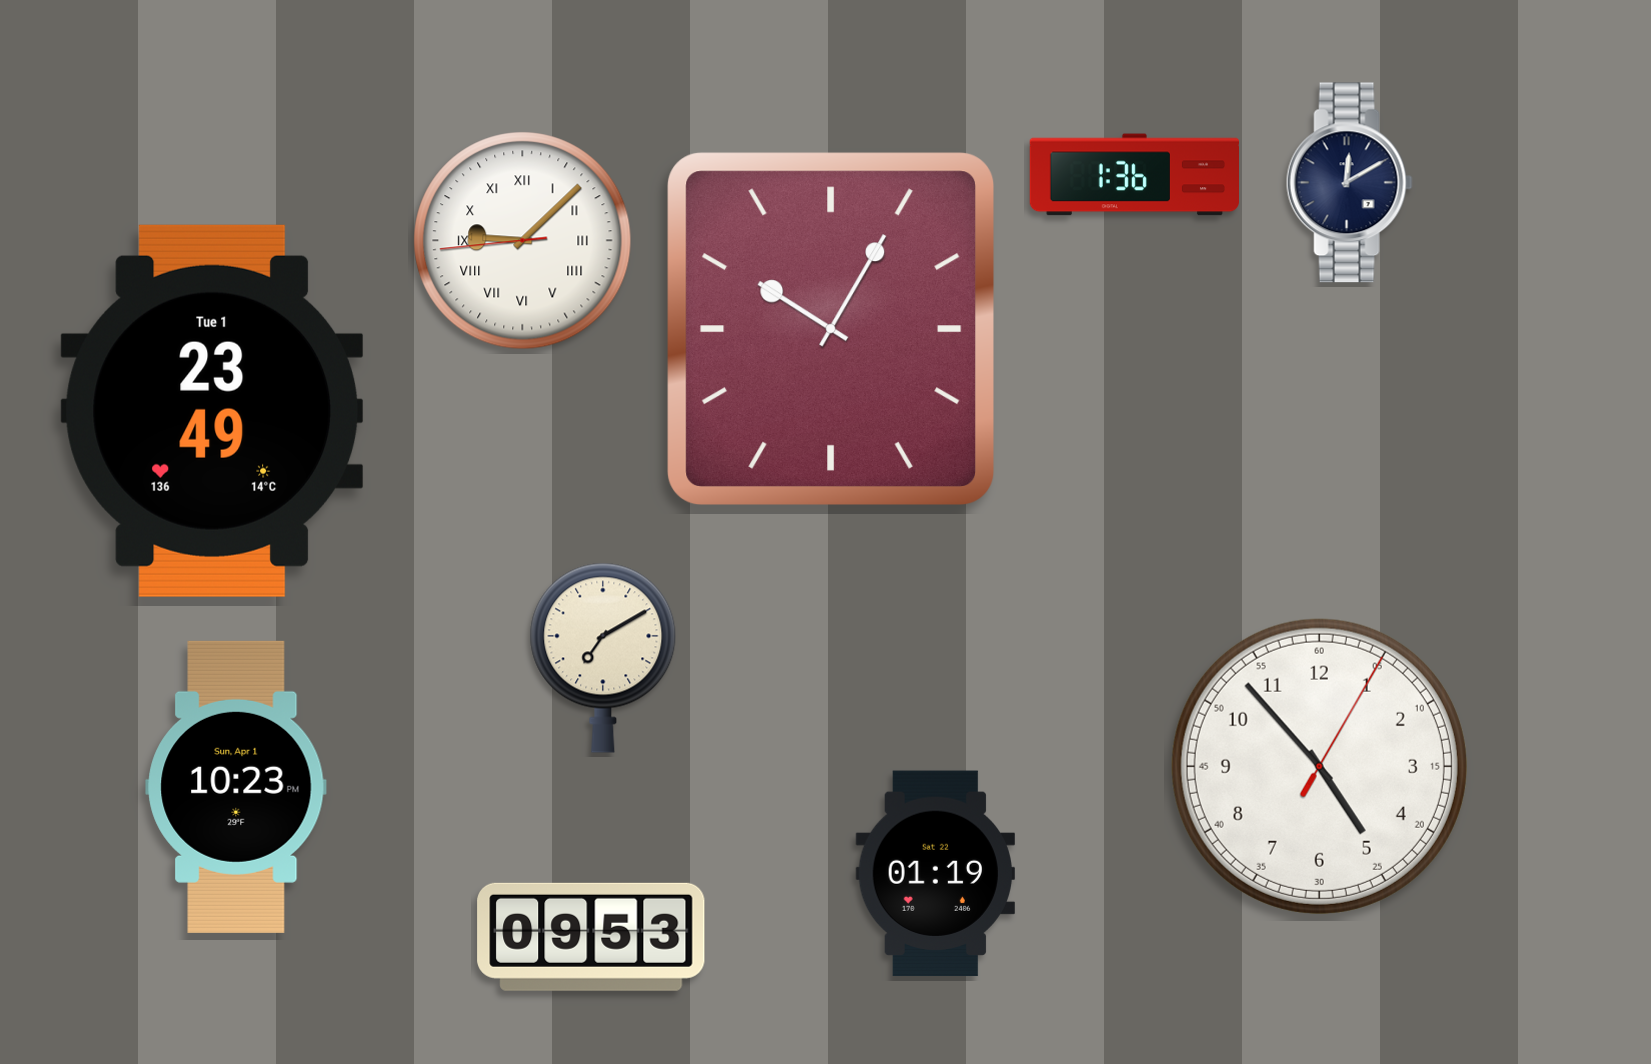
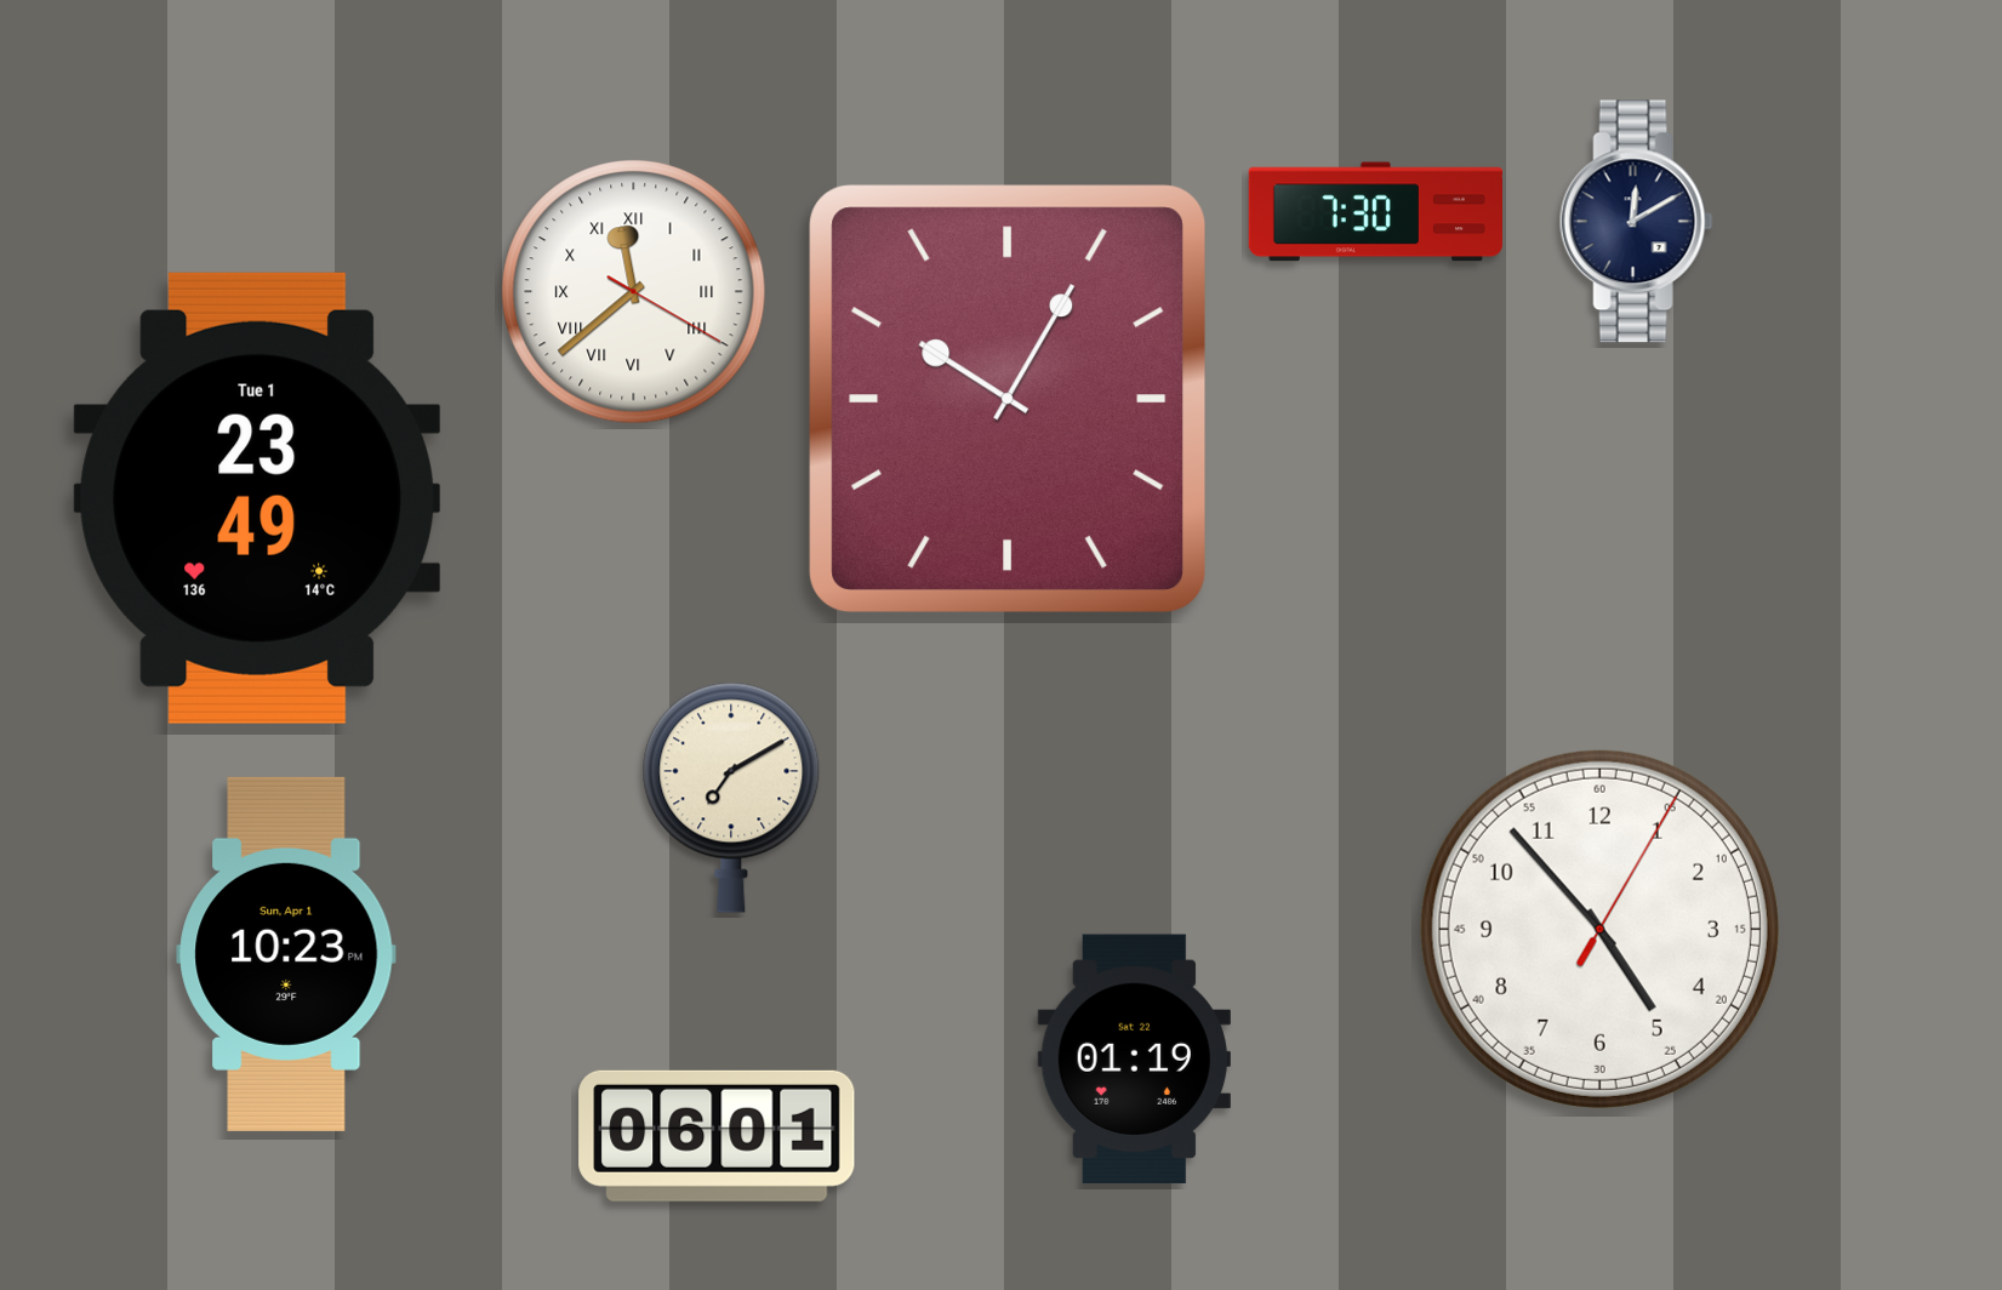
clock at (1134, 175): 1:36 -> 7:30
clock at (523, 241): 9:07 -> 11:38
clock at (591, 937): 09:53 -> 06:01
